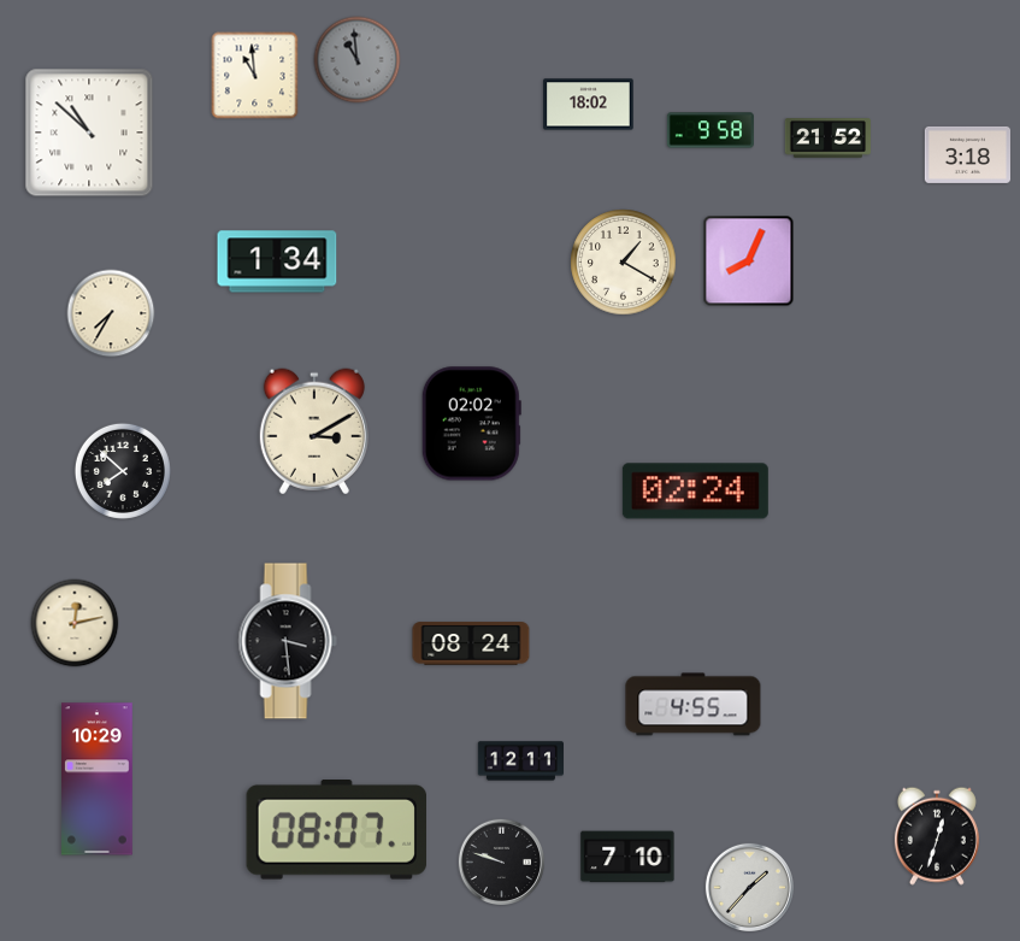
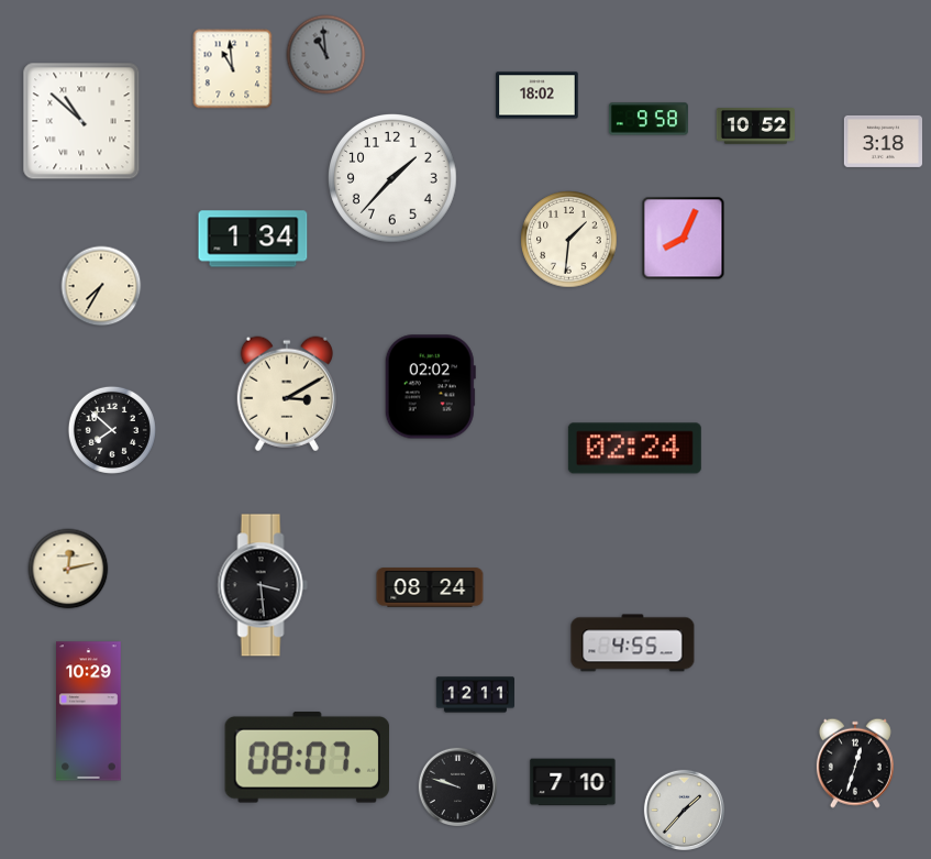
clock at (827, 139): 21:52 -> 10:52
clock at (394, 179): none -> 1:37
clock at (624, 263): 1:20 -> 1:31
